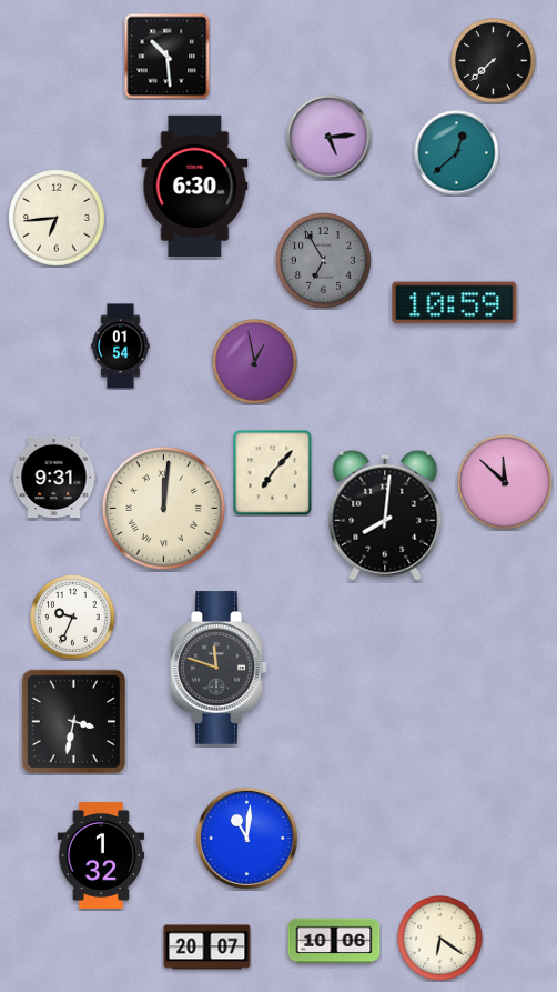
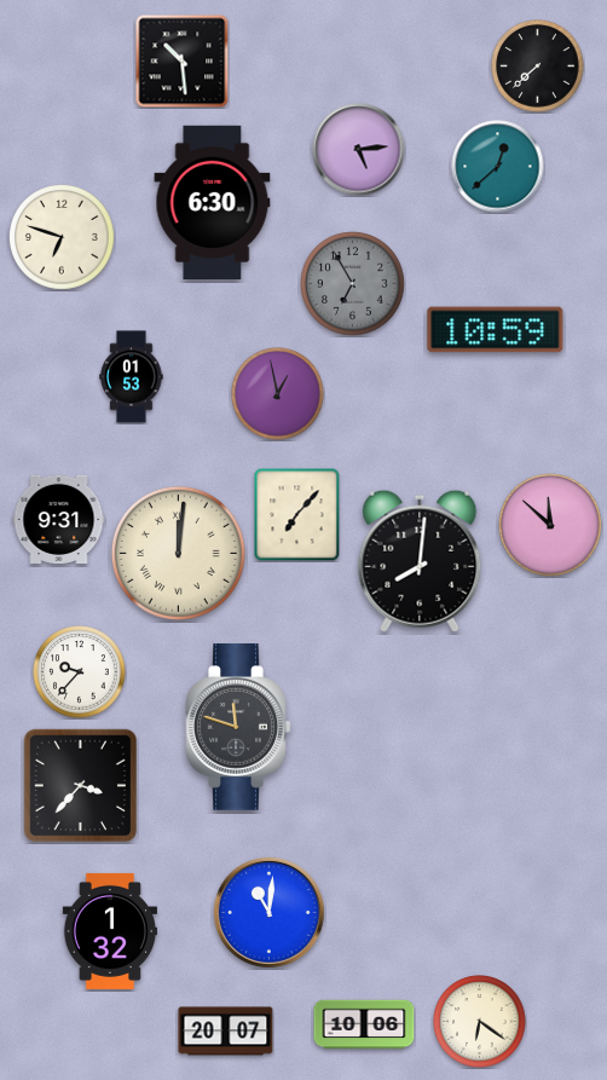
clock at (57, 219): 6:44 -> 6:48
clock at (121, 347): 01:54 -> 01:53
clock at (73, 618): 9:34 -> 9:37
clock at (74, 722): 3:32 -> 3:37
